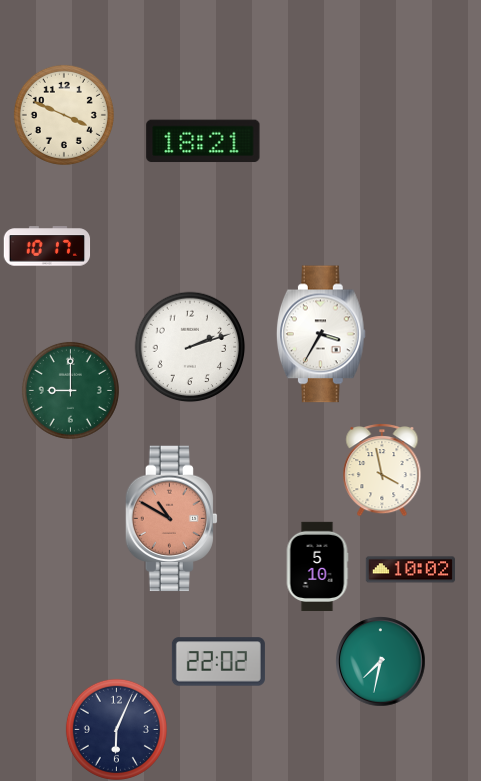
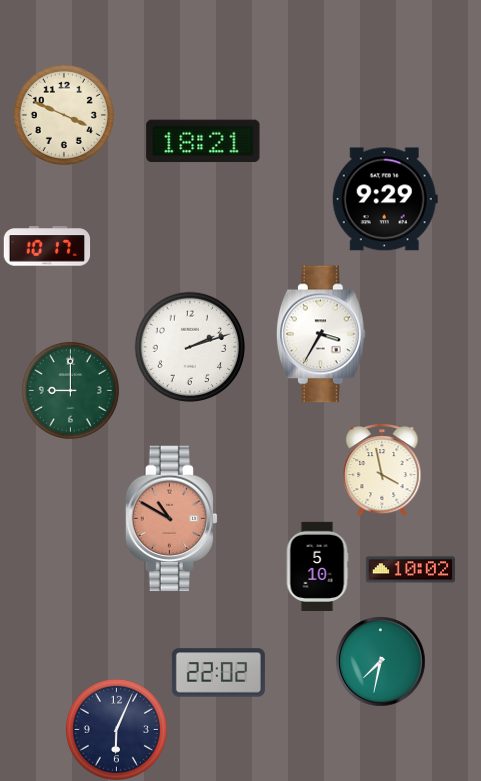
clock at (385, 199): none -> 9:29
clock at (218, 662) position: (218, 662) -> (218, 673)
